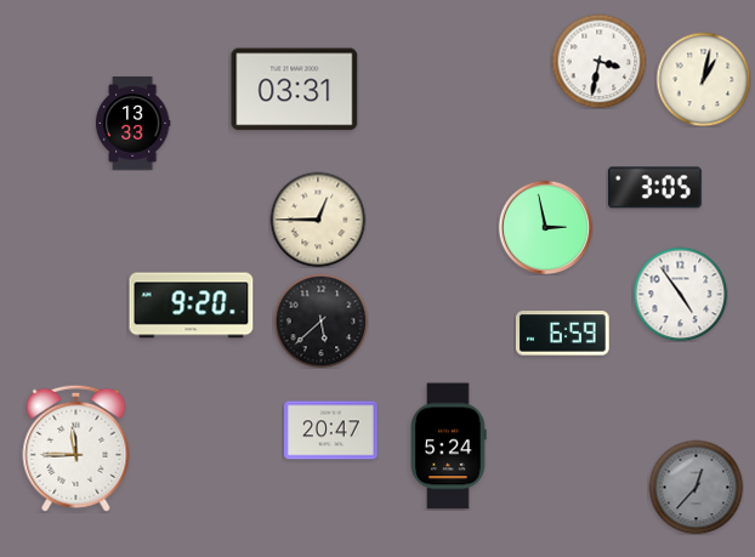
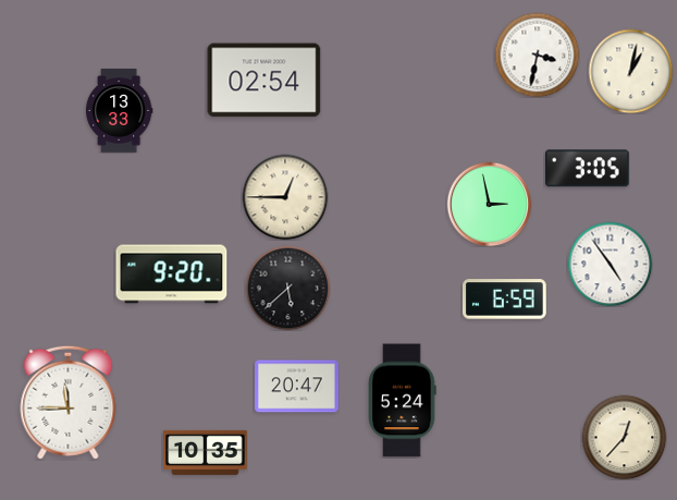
clock at (295, 90): 03:31 -> 02:54
clock at (696, 487) dial: grey -> cream
clock at (206, 452): none -> 10:35
